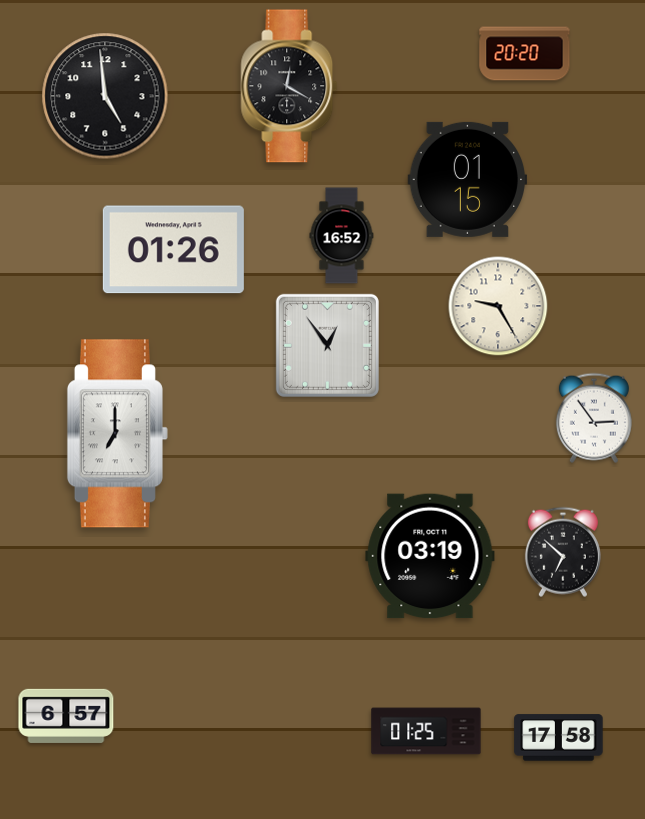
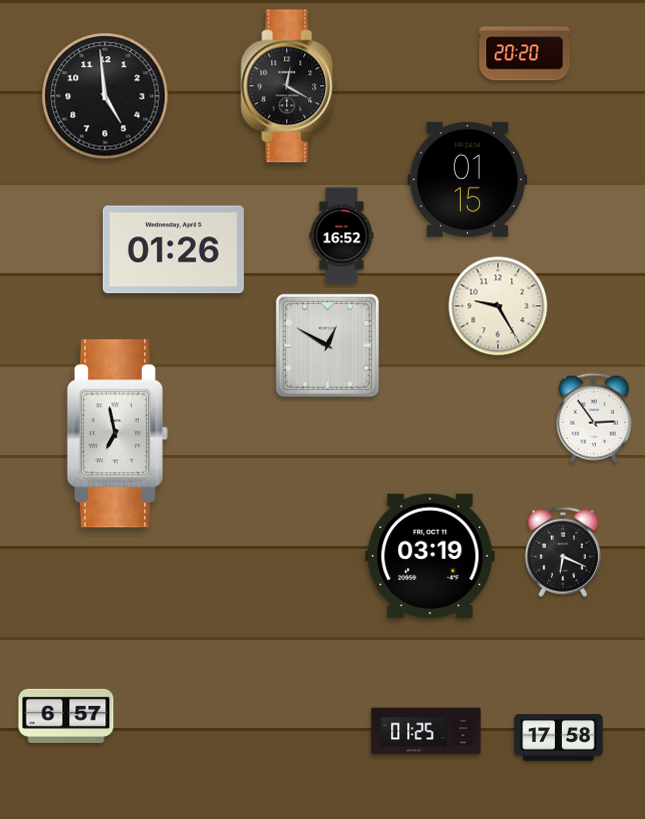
clock at (327, 345): 12:54 -> 12:50
clock at (117, 434): 7:00 -> 6:58
clock at (563, 552): 6:52 -> 6:19
